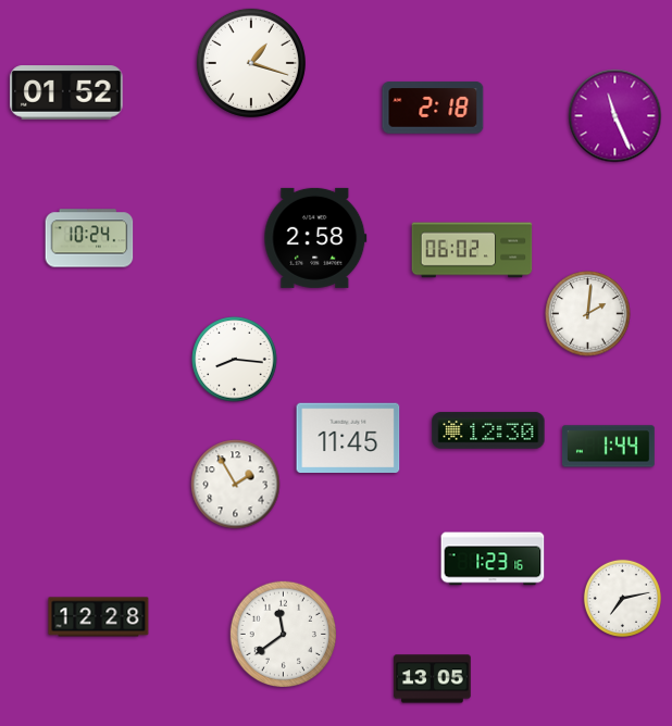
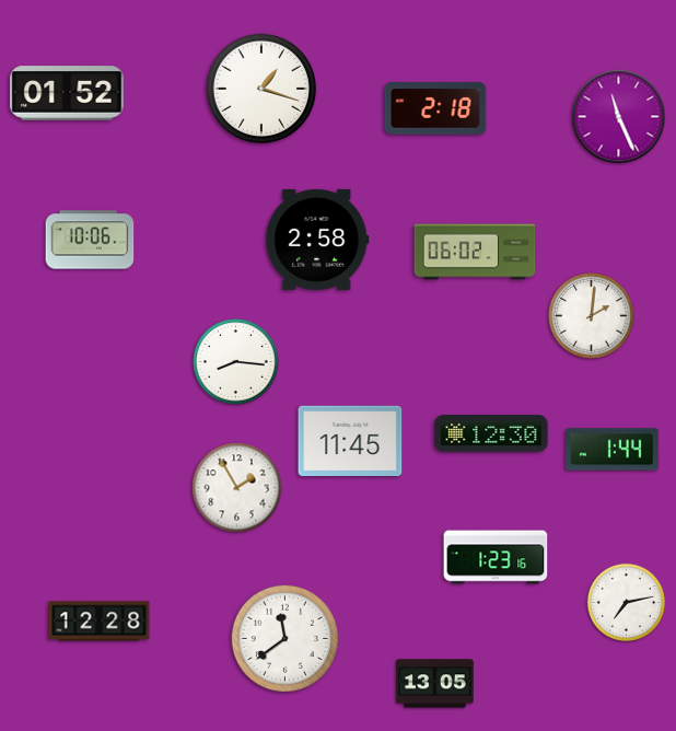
clock at (251, 63) position: (251, 63) -> (261, 89)
clock at (89, 238): 10:24 -> 10:06
clock at (493, 559) position: (493, 559) -> (496, 557)
